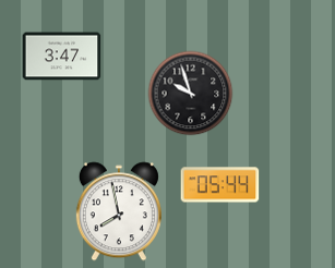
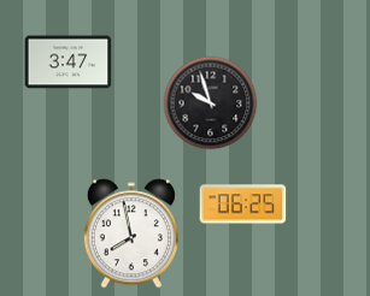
clock at (220, 185): 05:44 -> 06:25
